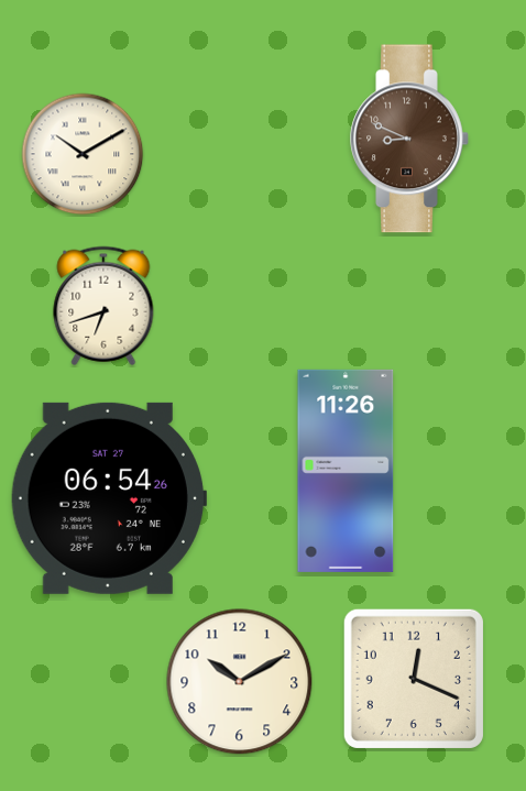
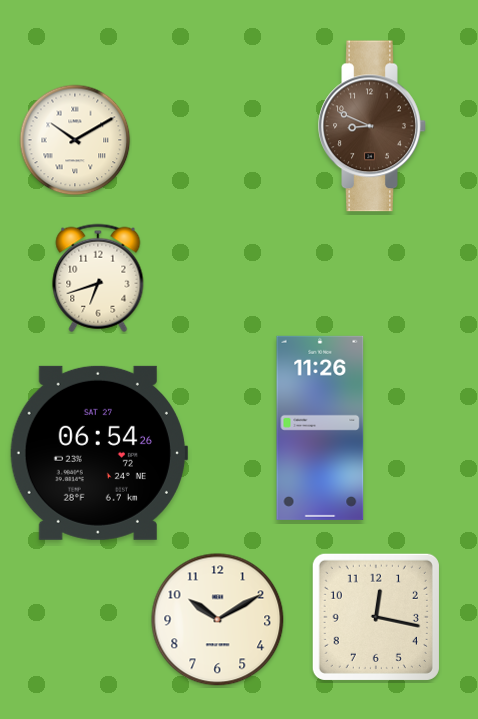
clock at (103, 306) position: (103, 306) -> (98, 278)
clock at (346, 471) position: (346, 471) -> (320, 428)
clock at (414, 679): 12:19 -> 12:17
